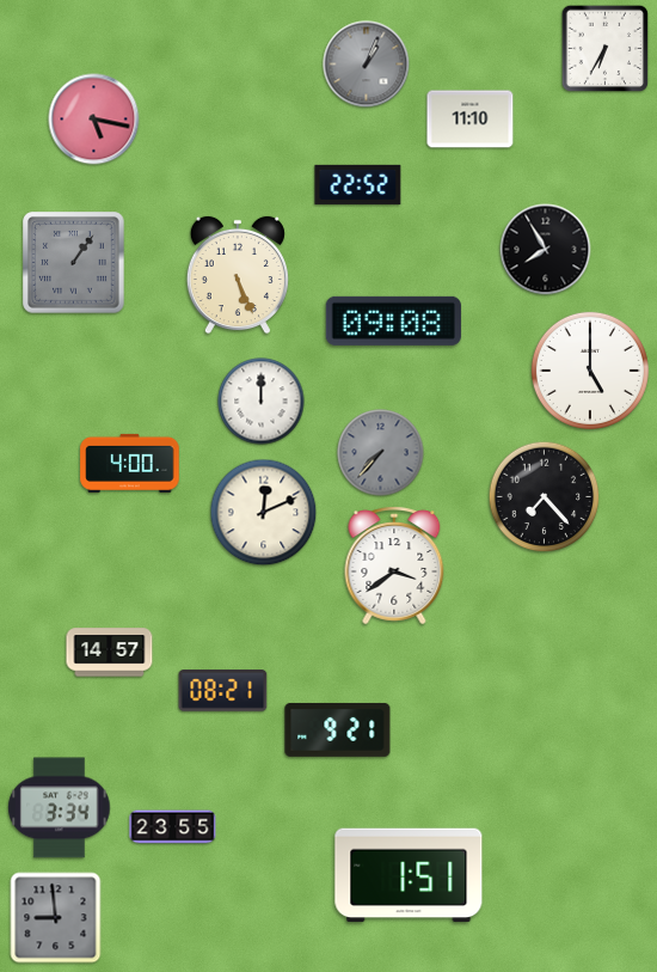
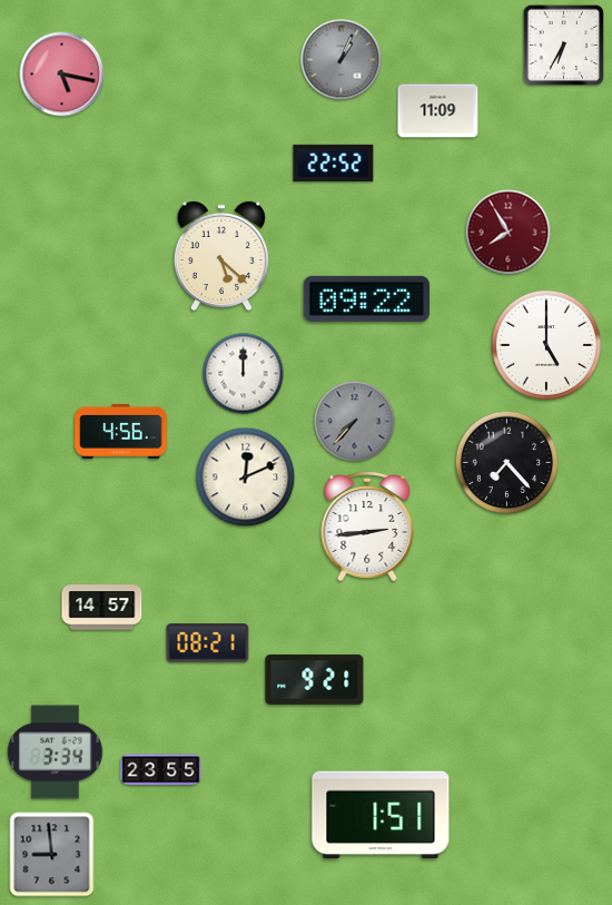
clock at (94, 120) position: (94, 120) -> (62, 75)
clock at (471, 120): 11:10 -> 11:09
clock at (358, 184) position: (358, 184) -> (334, 163)
clock at (546, 250) dial: black -> burgundy
clock at (74, 263): 1:06 -> none
clock at (238, 275): 5:26 -> 5:22
clock at (393, 320): 09:08 -> 09:22
clock at (590, 371) position: (590, 371) -> (546, 345)
clock at (130, 463): 4:00 -> 4:56
clock at (394, 566): 3:39 -> 2:44
